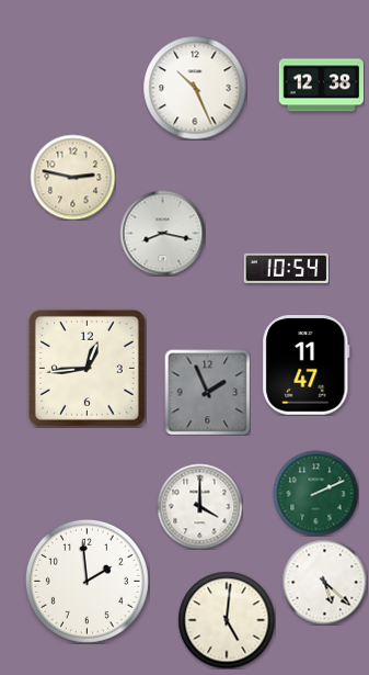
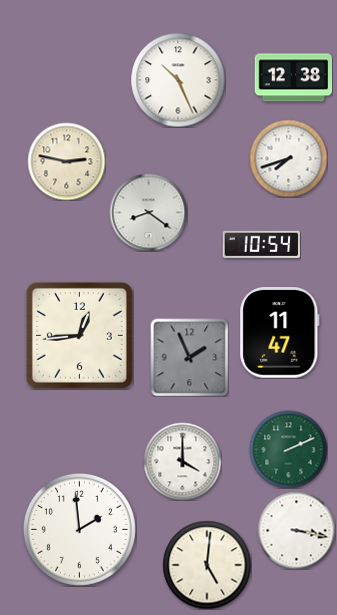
clock at (288, 158): none -> 7:42
clock at (162, 233): 8:17 -> 8:21
clock at (324, 582): 5:22 -> 3:17
